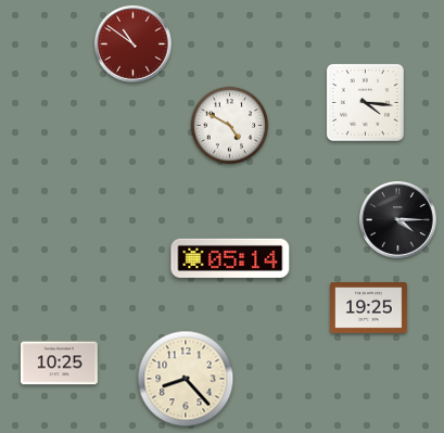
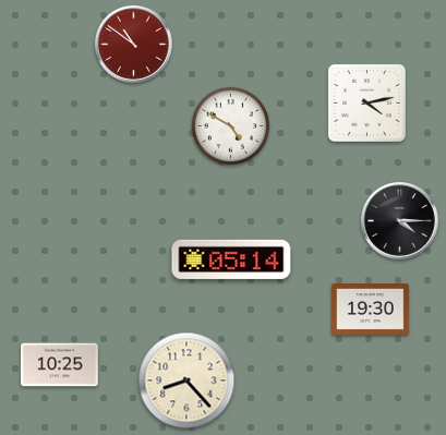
clock at (365, 102): 4:16 -> 4:13
clock at (369, 308): 19:25 -> 19:30
